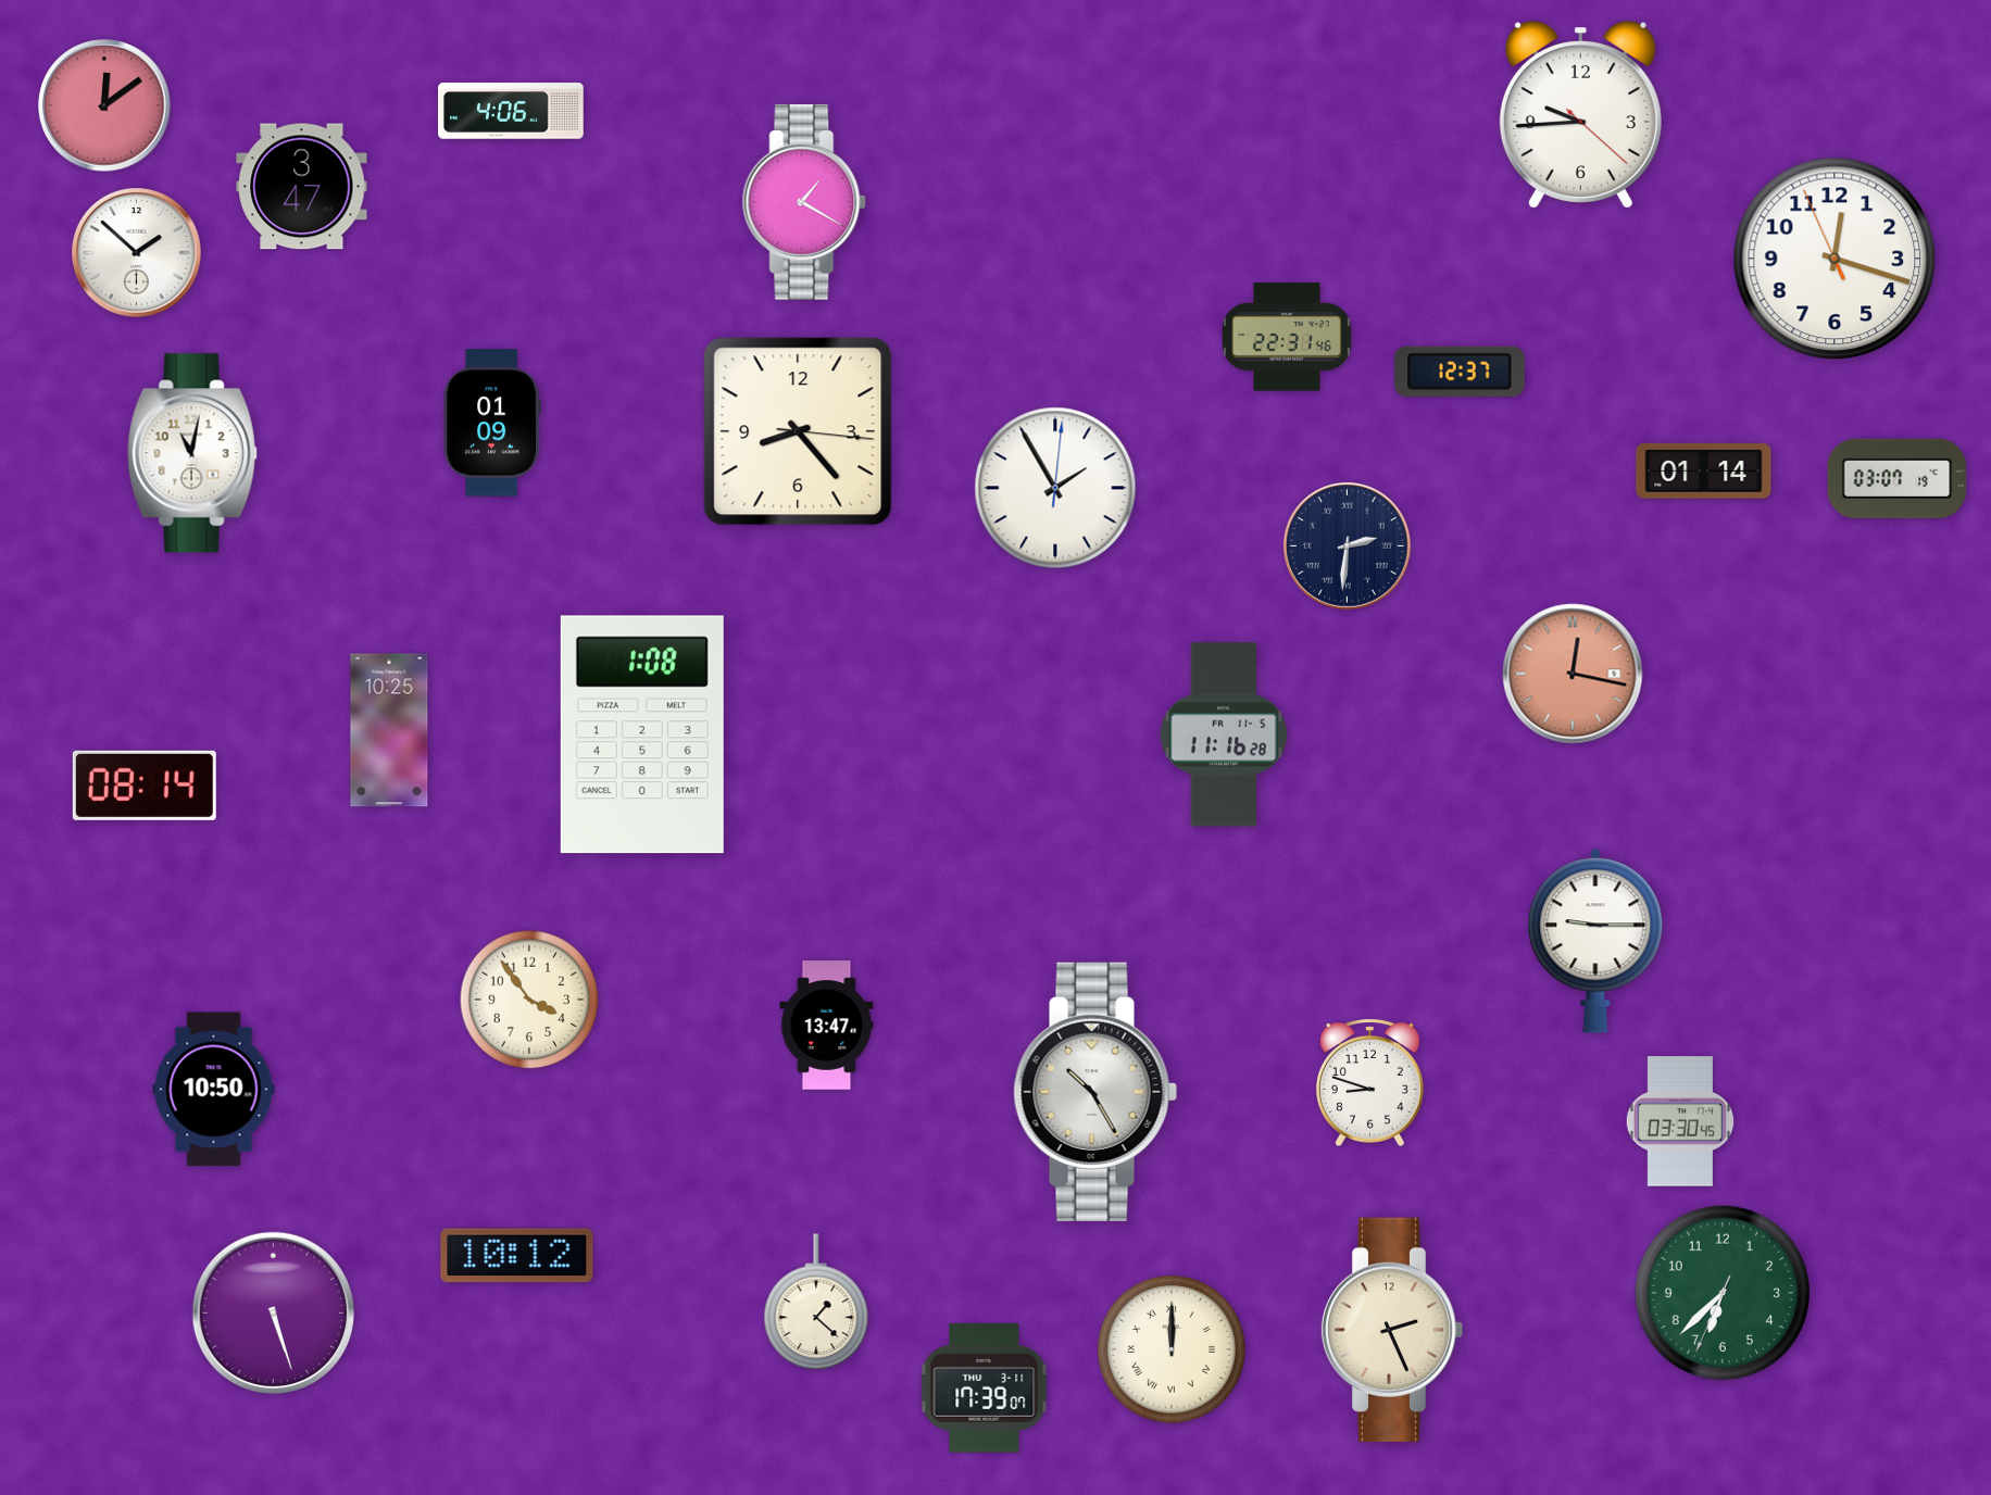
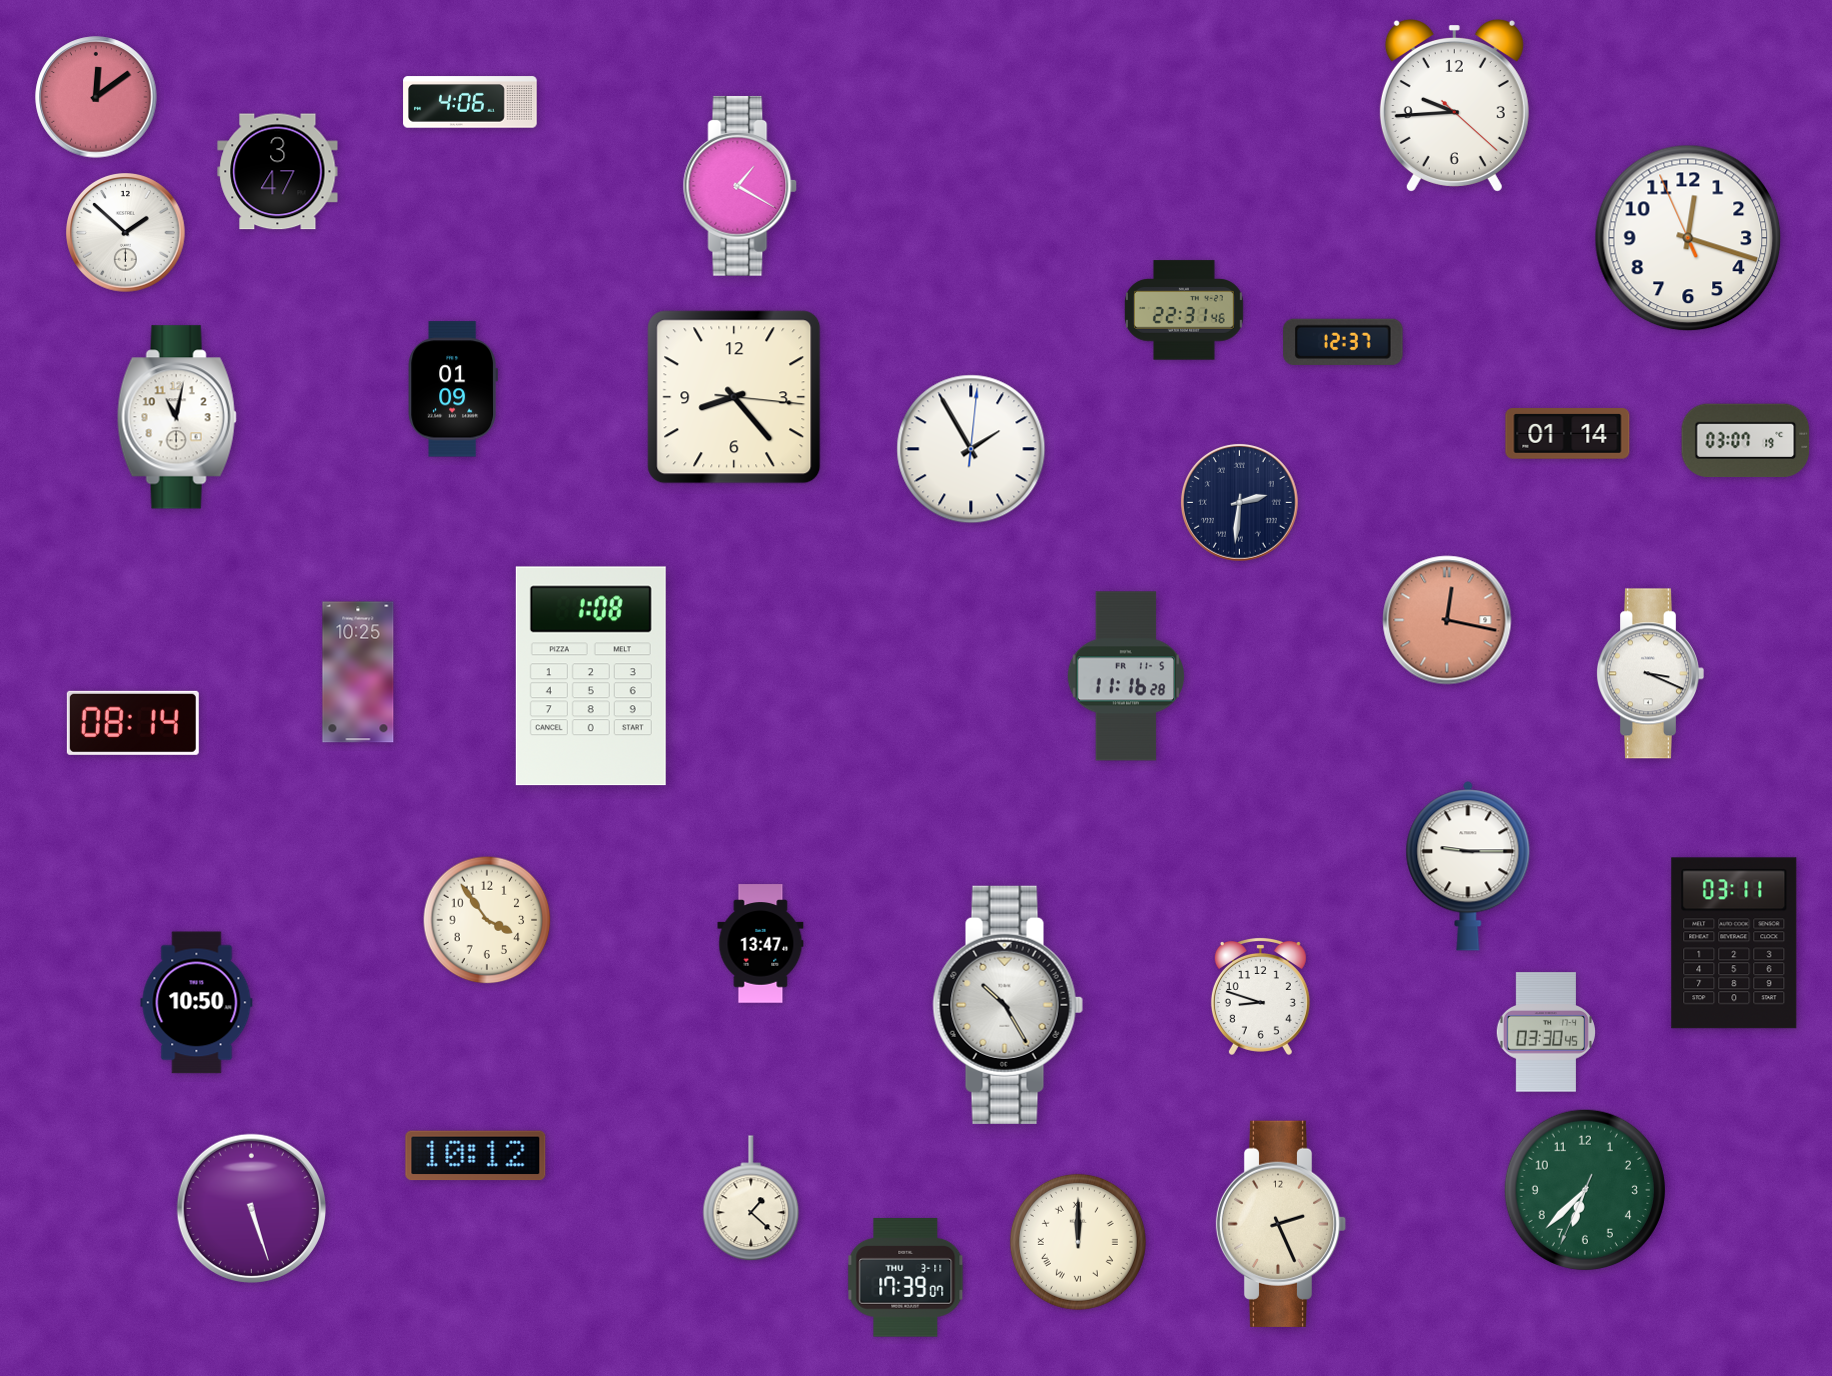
clock at (1650, 674): none -> 3:19
clock at (1734, 943): none -> 03:11
